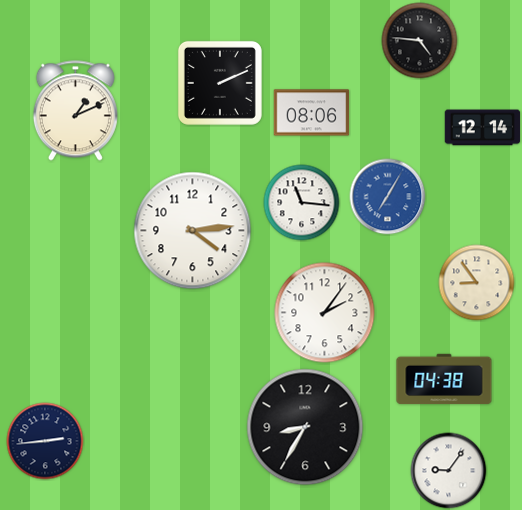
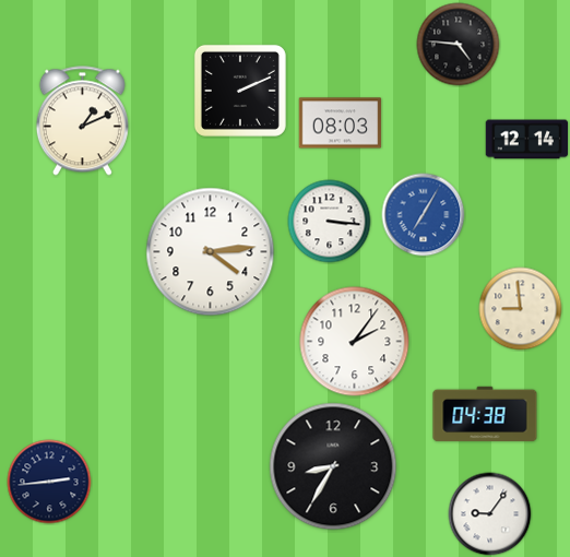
clock at (312, 113): 08:06 -> 08:03
clock at (302, 203): 11:16 -> 3:16
clock at (477, 283): 8:54 -> 8:59
